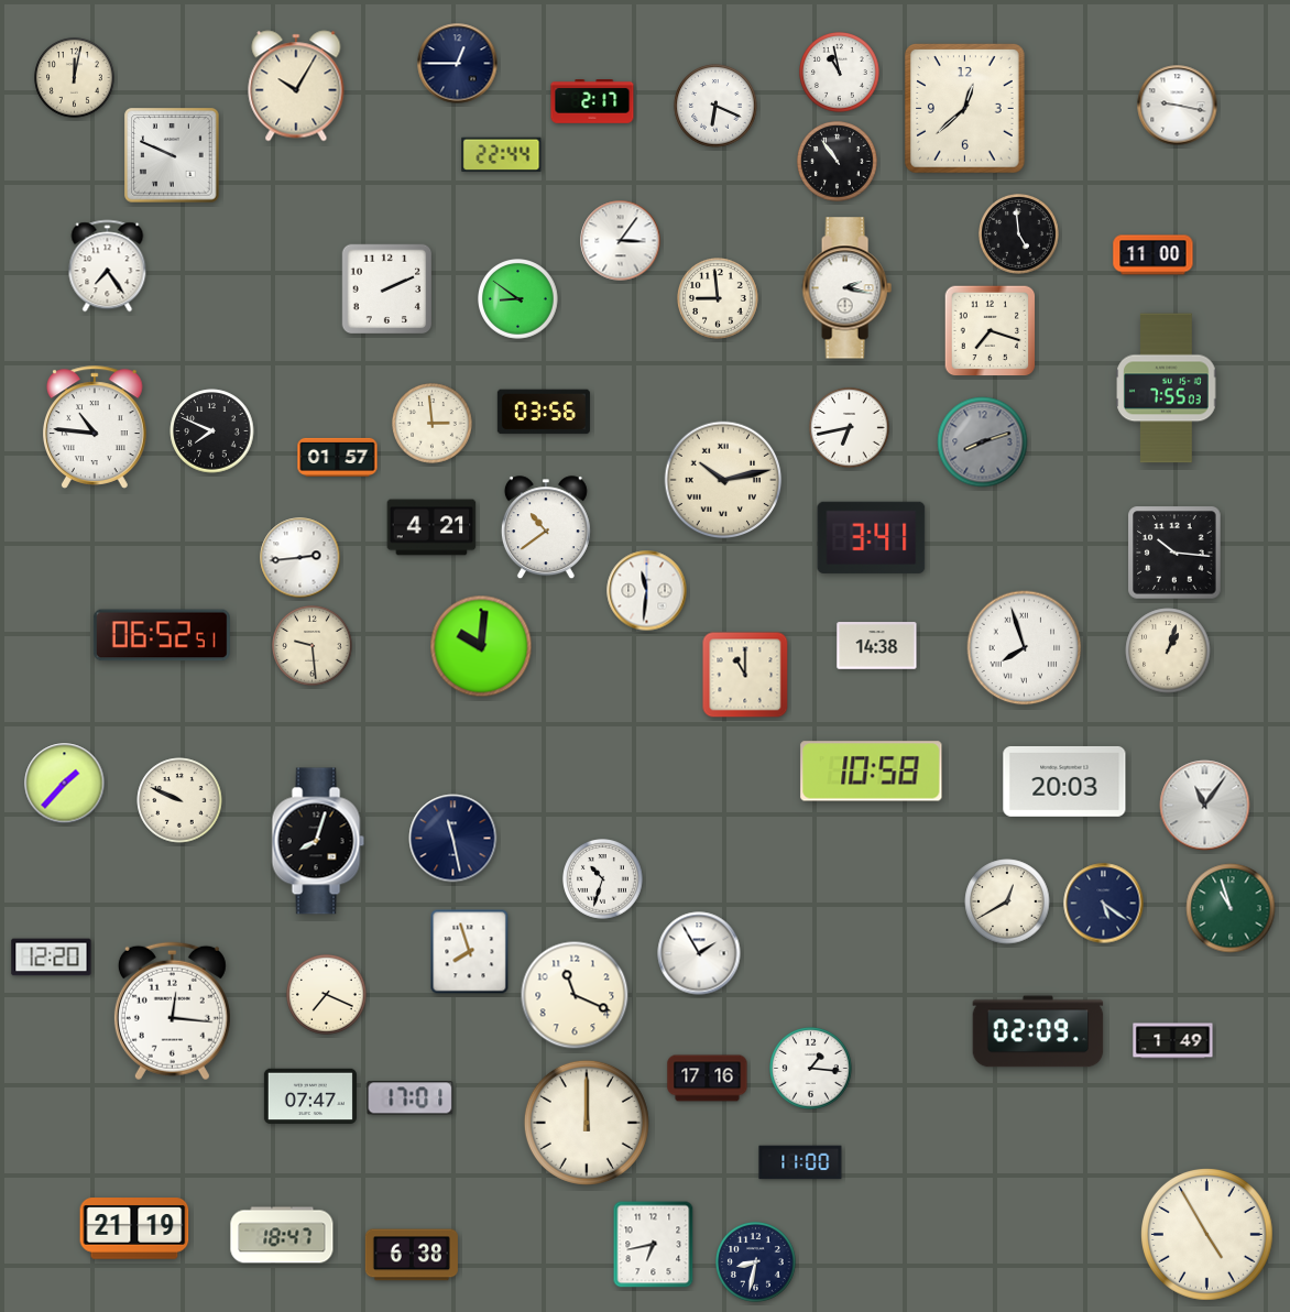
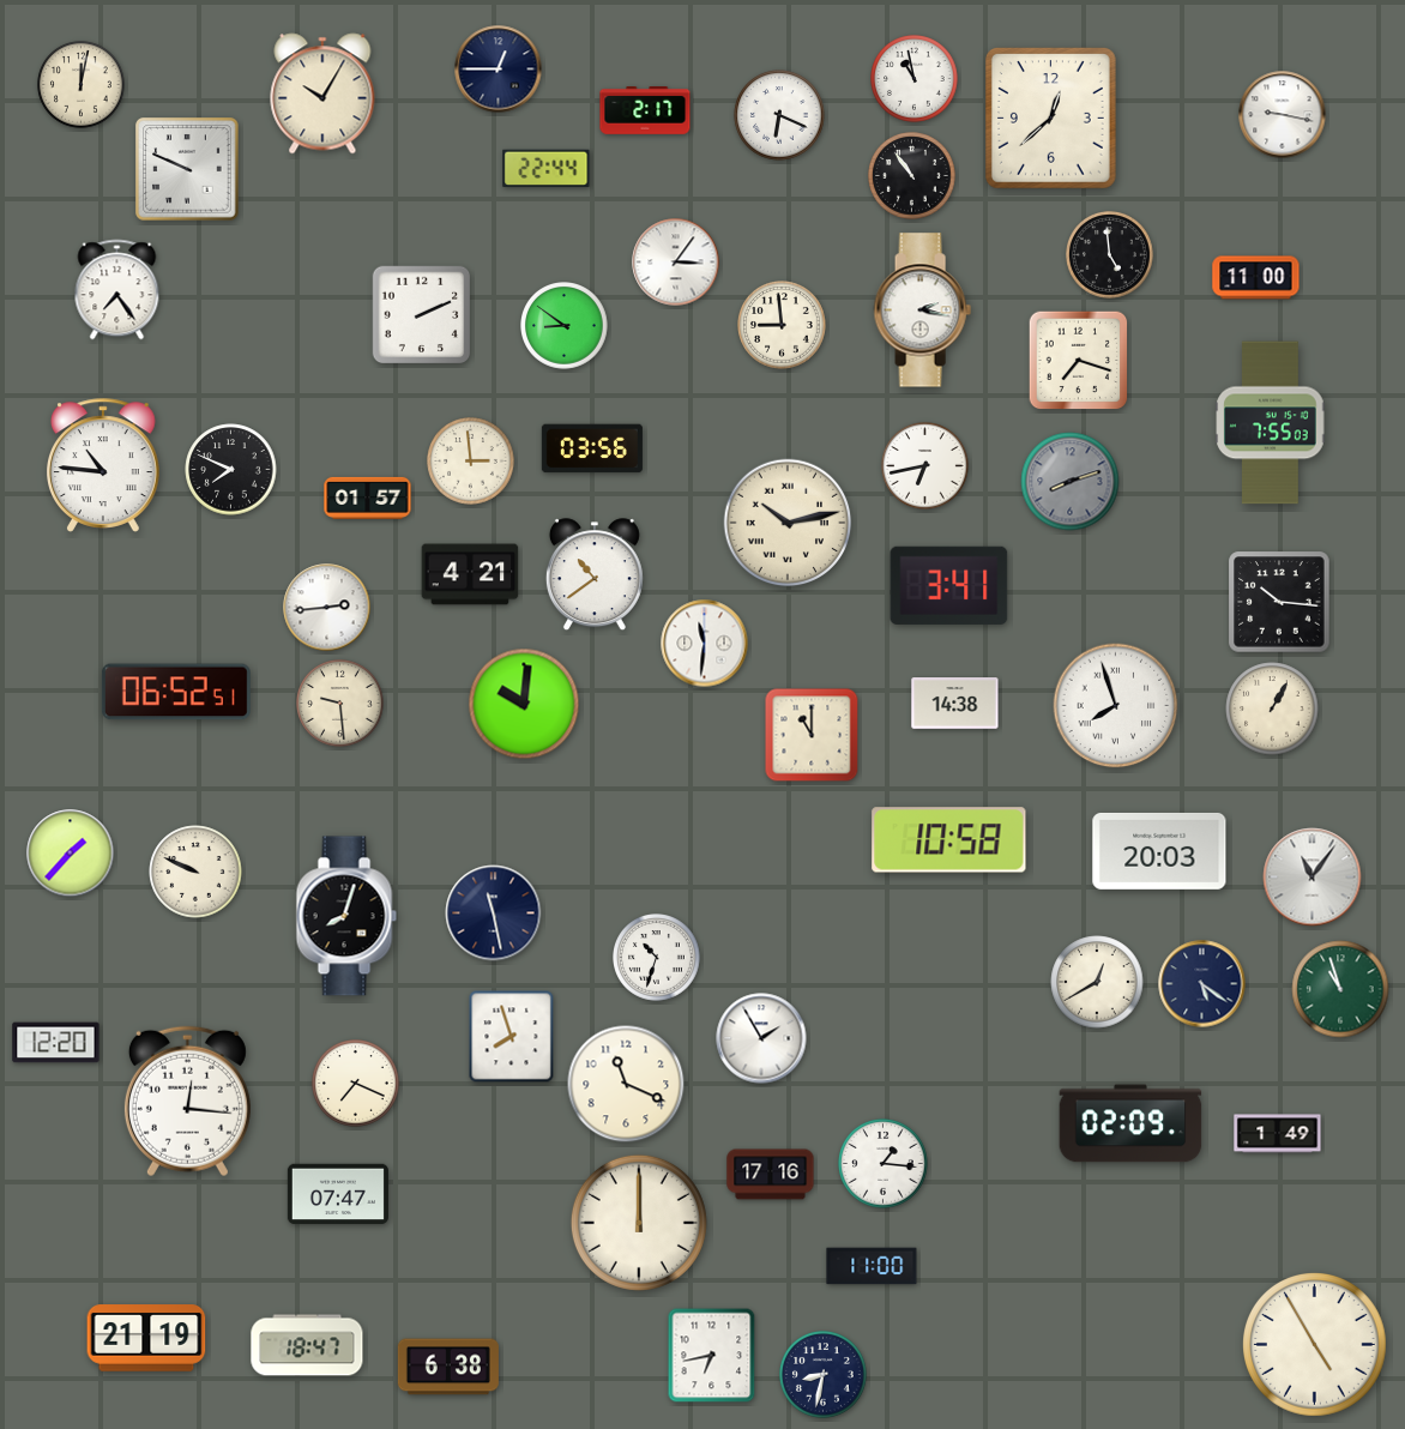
clock at (846, 288) position: (846, 288) -> (922, 310)
clock at (1168, 650): 1:03 -> 1:05
clock at (411, 1098): 17:01 -> none
